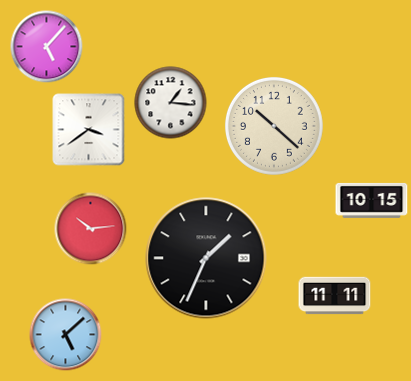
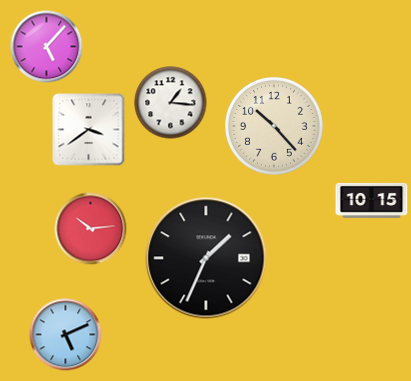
clock at (274, 126): 10:22 -> 10:23
clock at (335, 296): 11:11 -> none
clock at (66, 335): 5:08 -> 5:11
